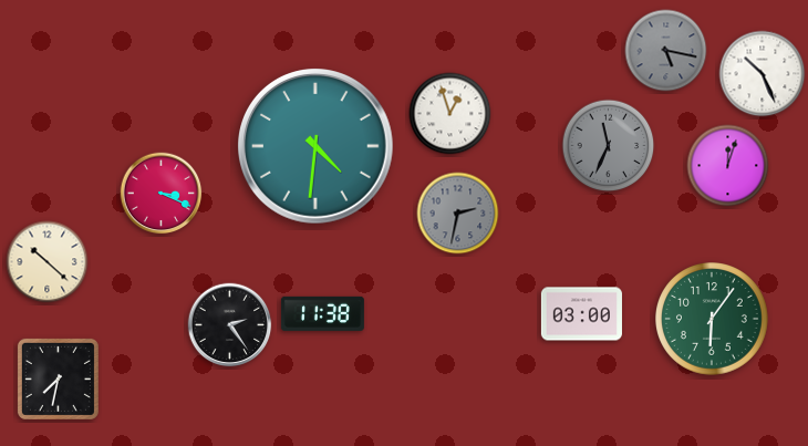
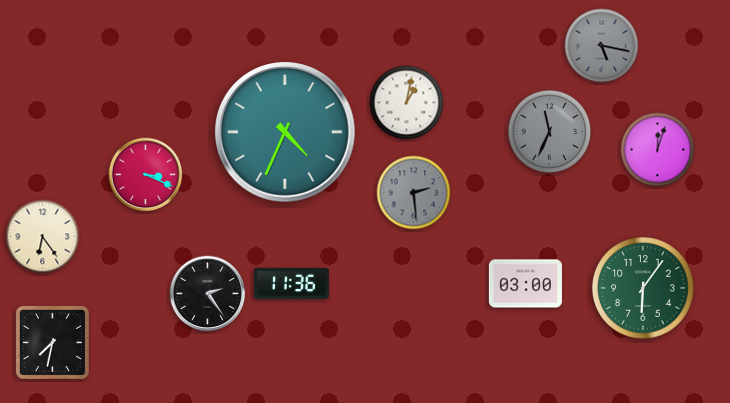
clock at (763, 74): 10:26 -> none
clock at (450, 114): 12:57 -> 1:02
clock at (317, 147): 4:31 -> 4:34
clock at (458, 214): 2:32 -> 2:29
clock at (48, 262): 10:22 -> 6:24
clock at (322, 313): 11:38 -> 11:36
